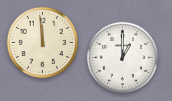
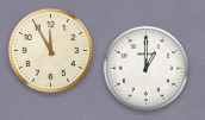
clock at (43, 43): 11:59 -> 11:55
